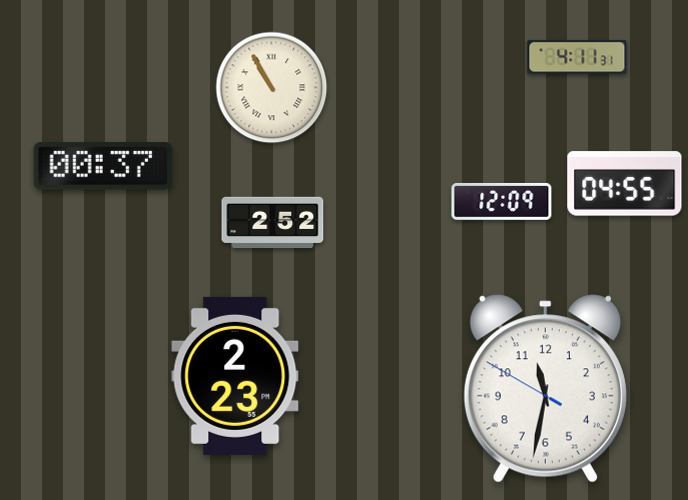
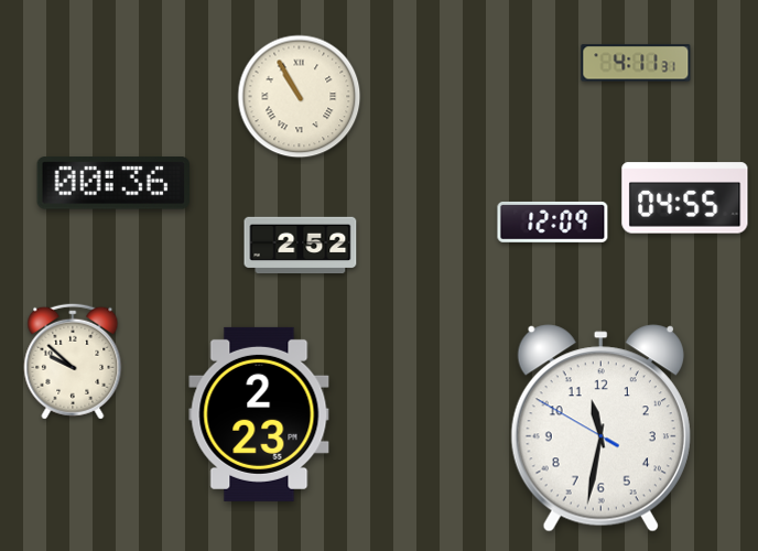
clock at (103, 166): 00:37 -> 00:36
clock at (625, 184) position: (625, 184) -> (685, 198)
clock at (73, 361): none -> 9:52
